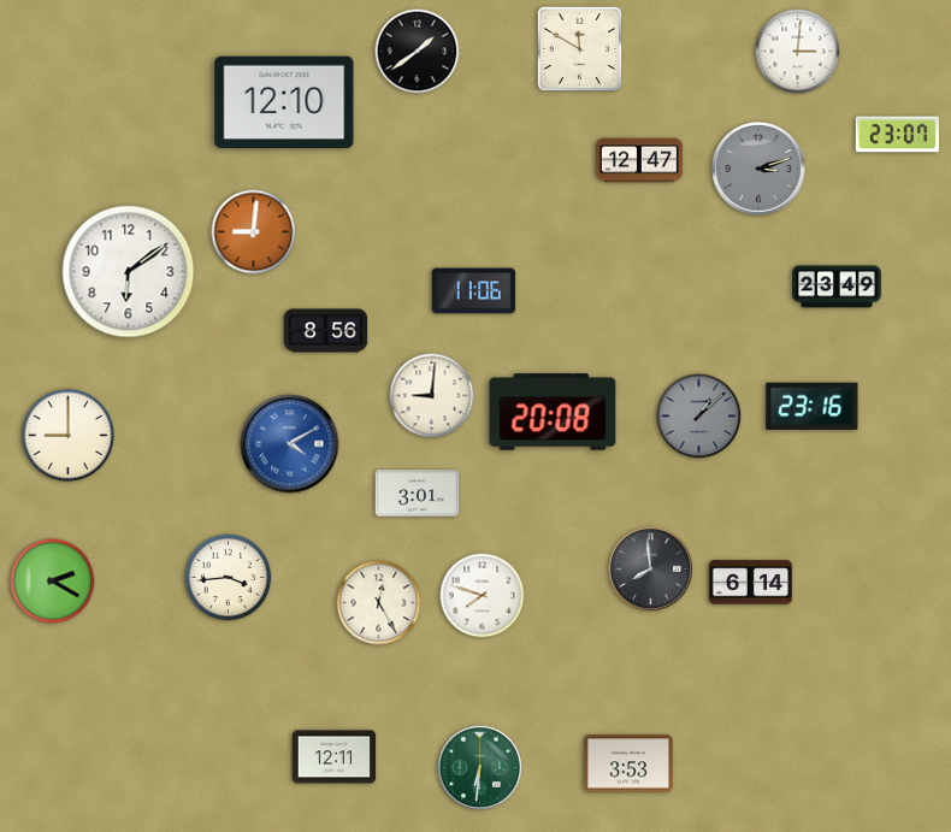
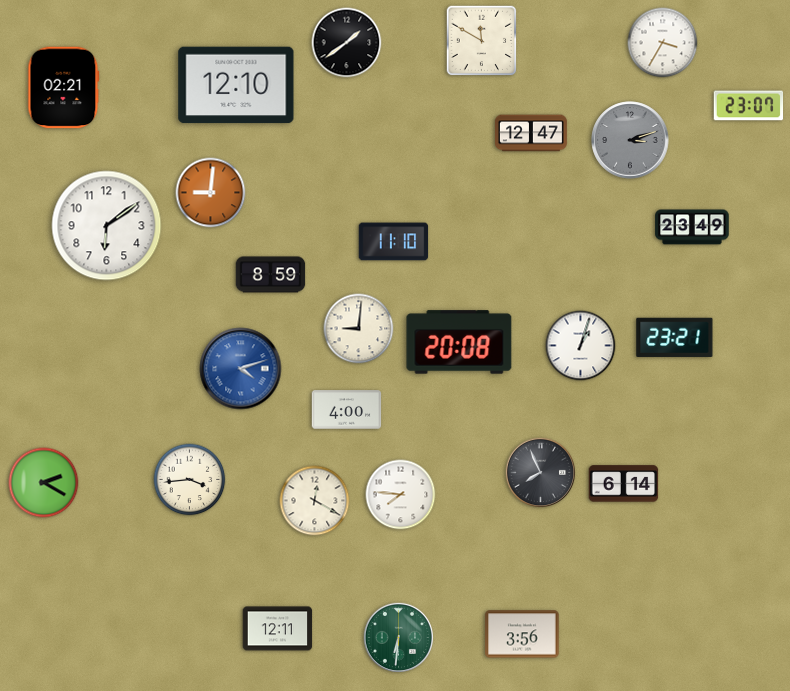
clock at (798, 52): 3:01 -> 3:35
clock at (64, 88): none -> 02:21
clock at (898, 135) position: (898, 135) -> (749, 106)
clock at (837, 287) position: (837, 287) -> (692, 227)
clock at (474, 291): 11:06 -> 11:10
clock at (326, 331): 8:56 -> 8:59
clock at (813, 406): 23:16 -> 23:21
clock at (699, 417): 1:08 -> 1:03
clock at (699, 417) dial: grey -> white
clock at (67, 435): 9:00 -> none
clock at (290, 444): 4:10 -> 4:12
clock at (418, 494): 3:01 -> 4:00
clock at (650, 568): 7:59 -> 7:56
clock at (483, 596): 7:48 -> 7:46
clock at (379, 603): 12:25 -> 12:20
clock at (628, 763): 3:53 -> 3:56
